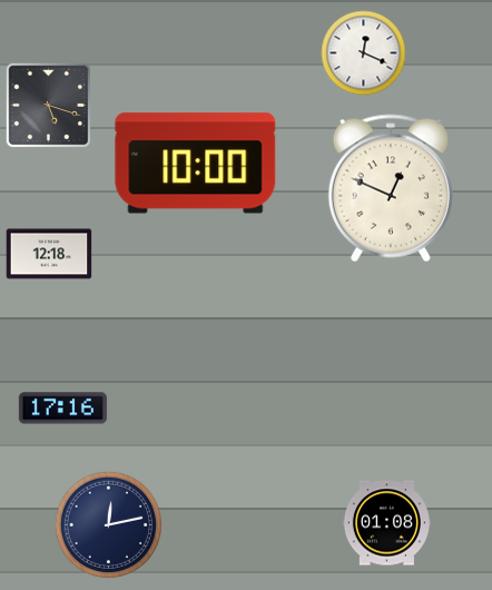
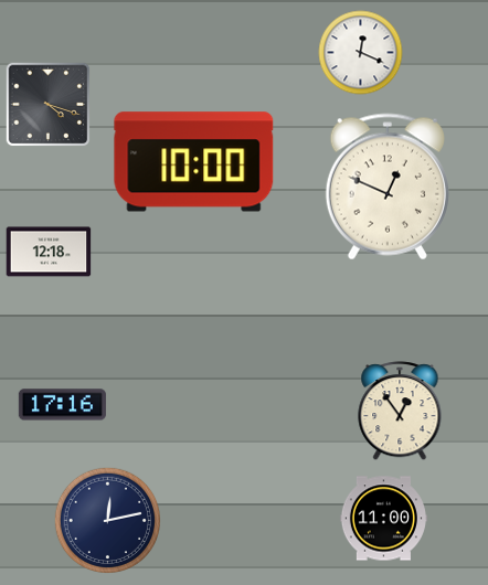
clock at (49, 106): 5:18 -> 4:18
clock at (400, 412): none -> 12:54
clock at (386, 523): 01:08 -> 11:00
